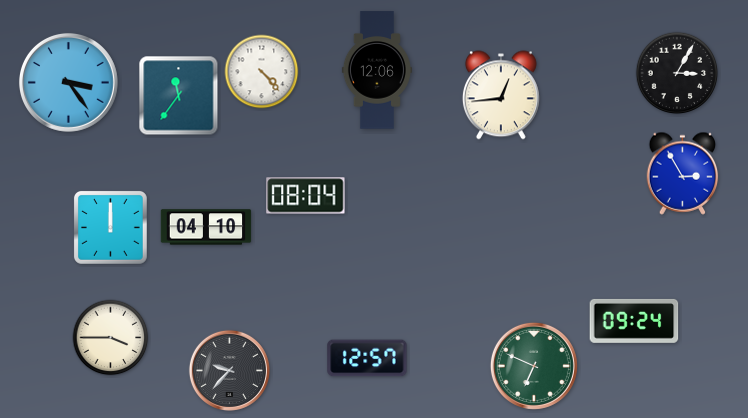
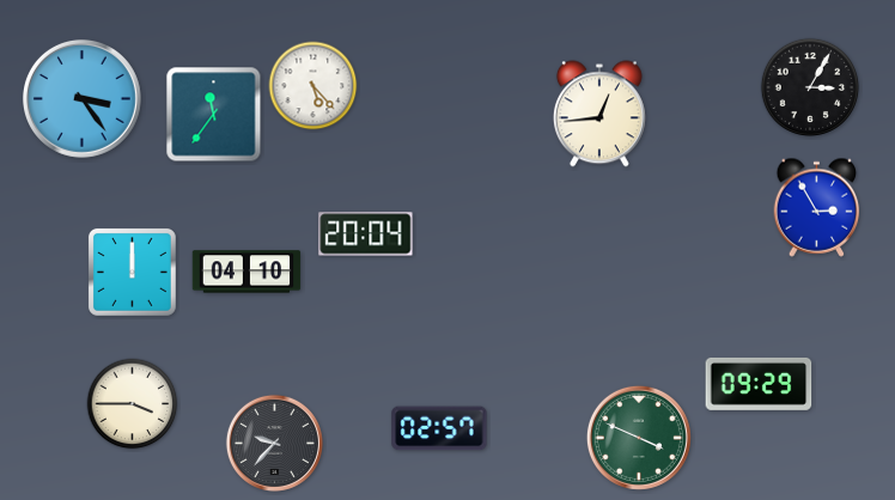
clock at (377, 70): 12:06 -> none
clock at (262, 72): 4:23 -> 5:23
clock at (306, 196): 08:04 -> 20:04
clock at (634, 321): 09:24 -> 09:29
clock at (367, 358): 12:57 -> 02:57
clock at (534, 366): 6:49 -> 3:49
